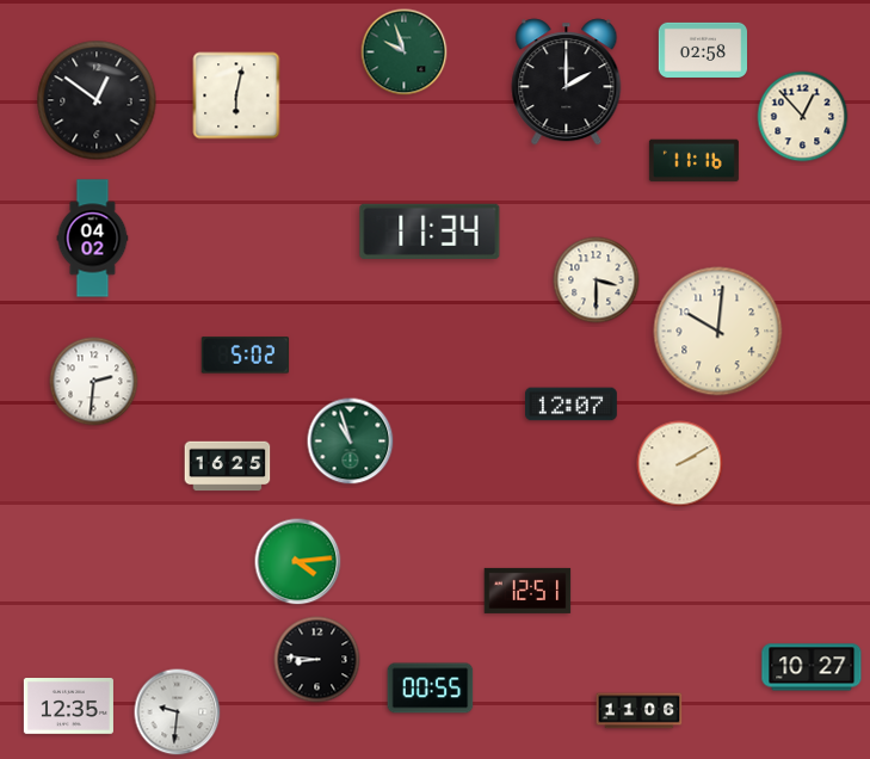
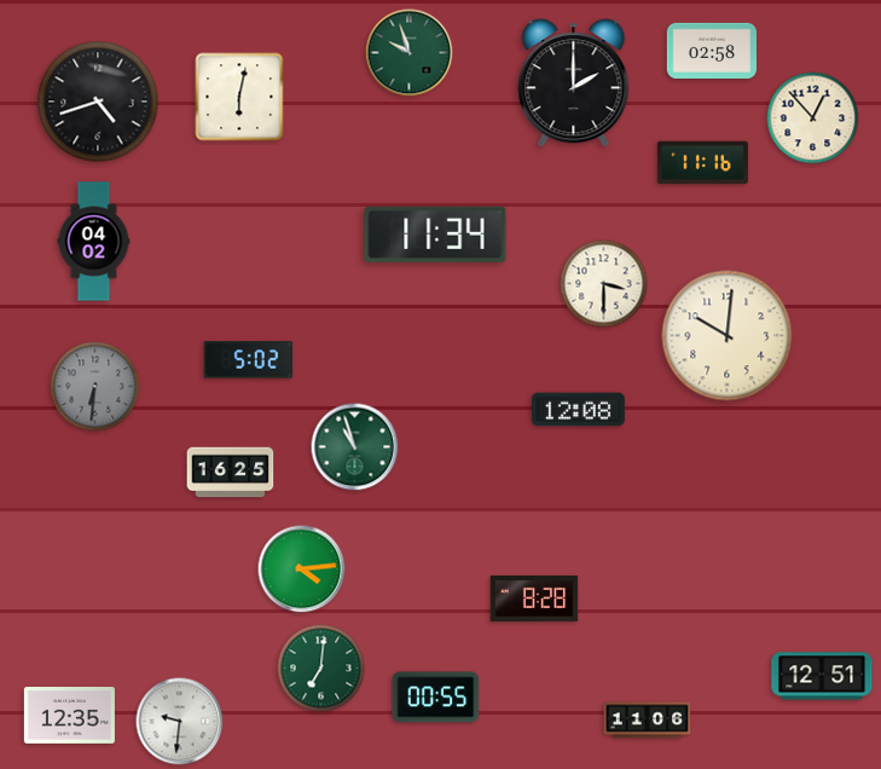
clock at (97, 100): 12:51 -> 4:42
clock at (94, 382): 2:31 -> 6:31
clock at (94, 382) dial: white -> grey
clock at (572, 405): 12:07 -> 12:08
clock at (680, 464): 2:10 -> none
clock at (527, 591): 12:51 -> 8:28
clock at (317, 660): 8:46 -> 7:01
clock at (317, 660) dial: black -> green
clock at (812, 667): 10:27 -> 12:51
